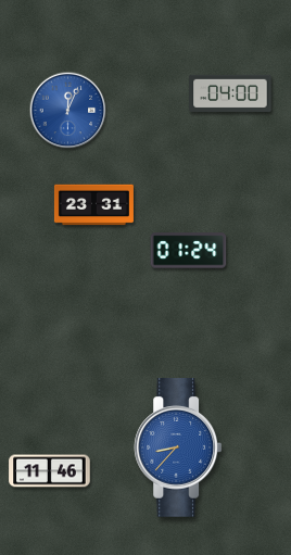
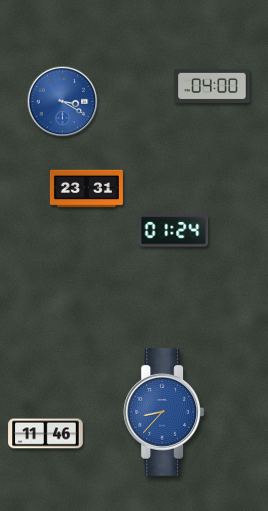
clock at (68, 111): 12:04 -> 3:20
